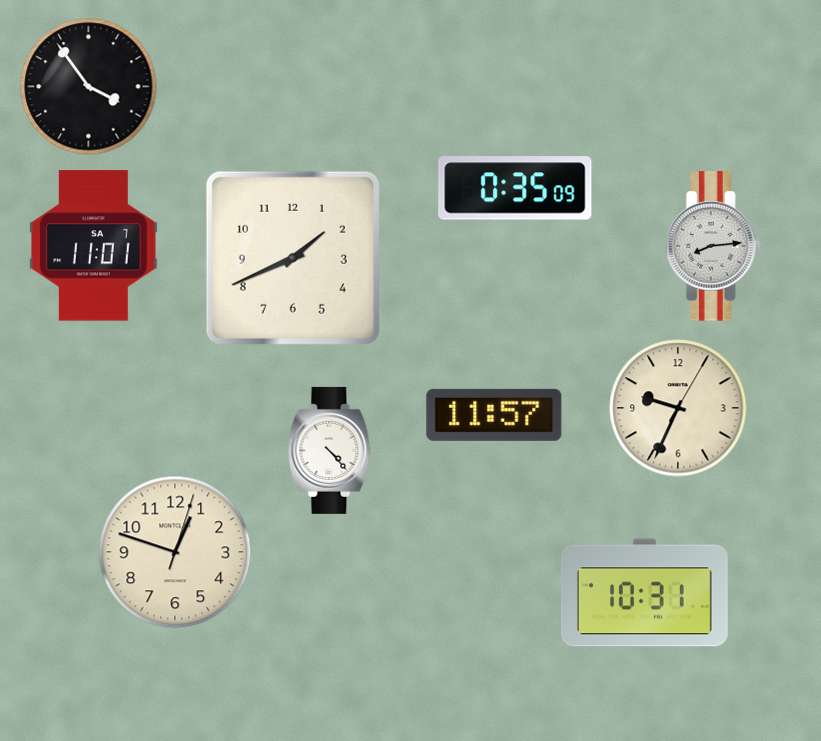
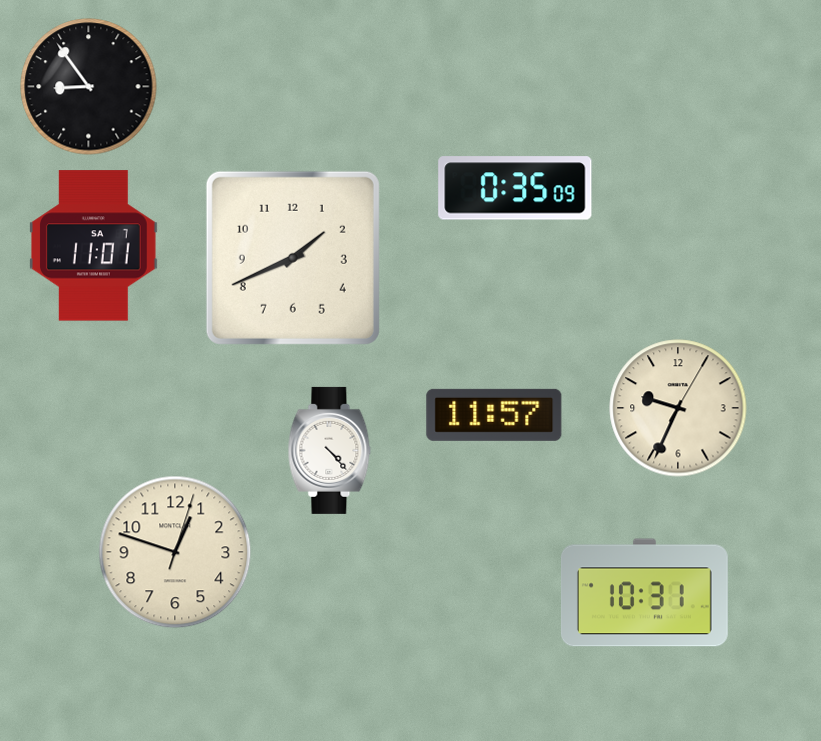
clock at (89, 87): 3:54 -> 8:54
clock at (713, 246): 8:14 -> none
